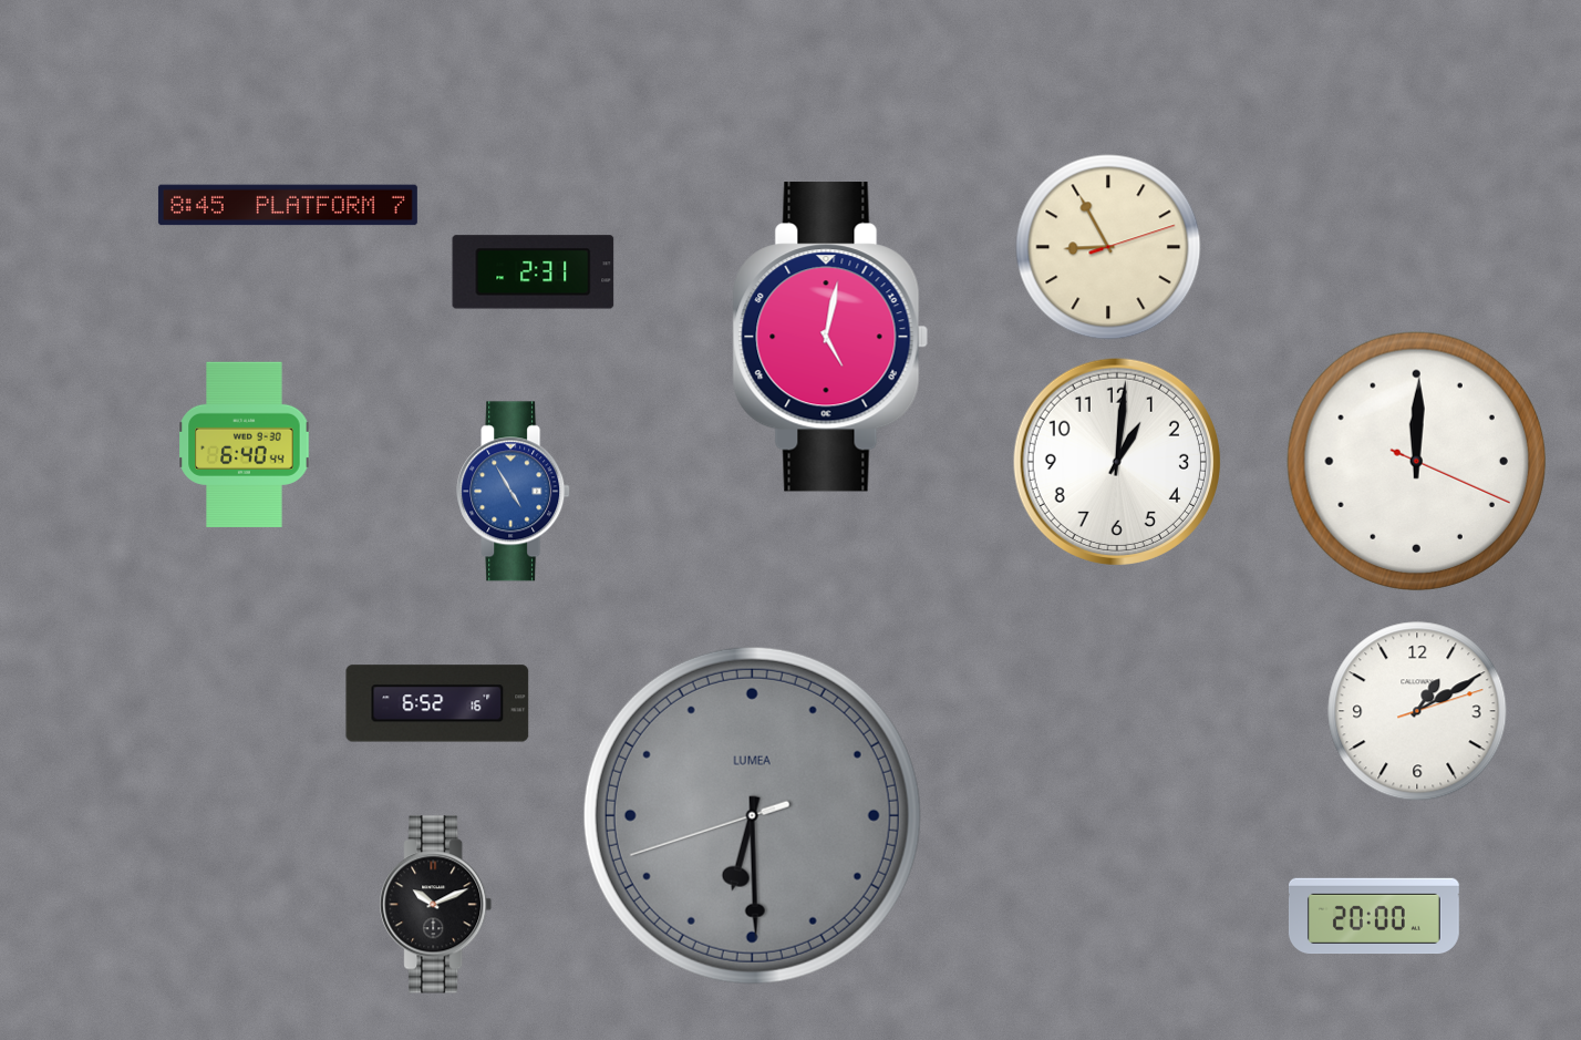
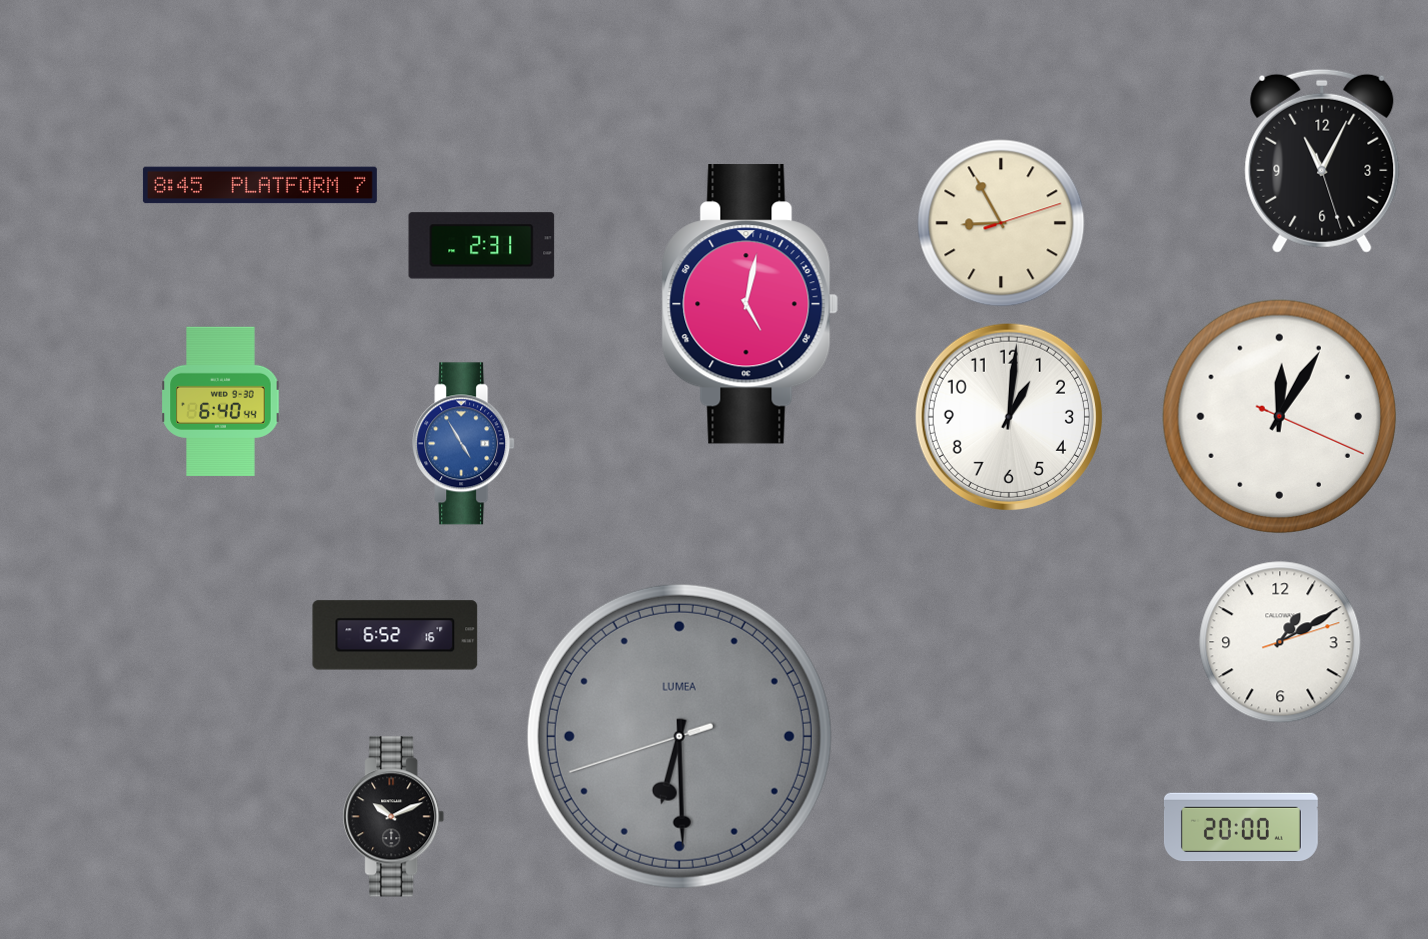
clock at (1322, 161): none -> 11:04
clock at (1416, 461): 12:00 -> 12:05
